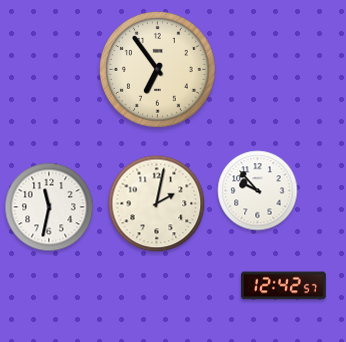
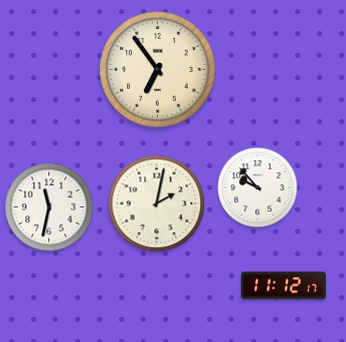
clock at (258, 191) position: (258, 191) -> (258, 188)
clock at (283, 286): 12:42 -> 11:12
